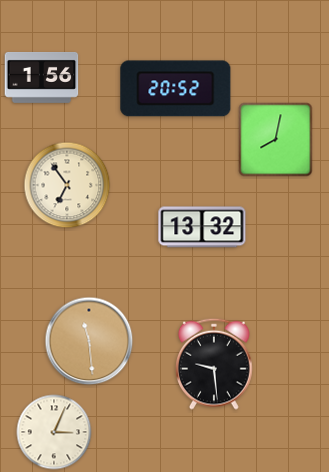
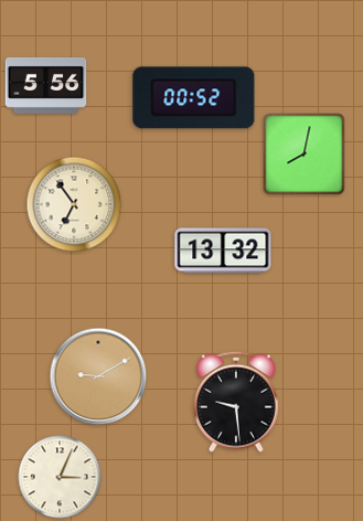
clock at (42, 77): 1:56 -> 5:56
clock at (176, 89): 20:52 -> 00:52
clock at (89, 341): 11:29 -> 9:10
